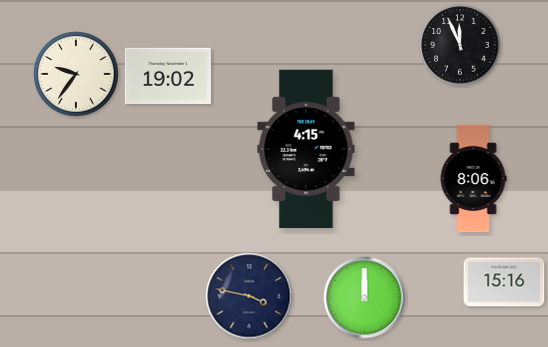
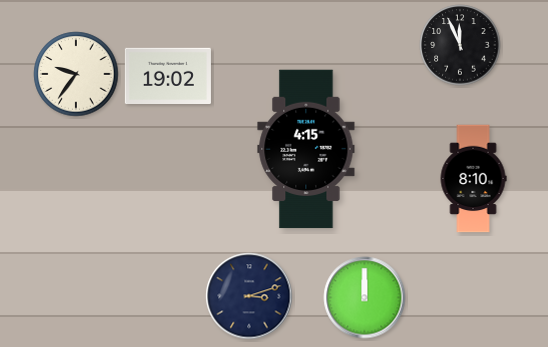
clock at (473, 179): 8:06 -> 8:10
clock at (504, 282): 15:16 -> none
clock at (249, 296): 3:47 -> 3:12
